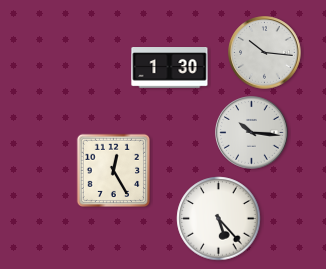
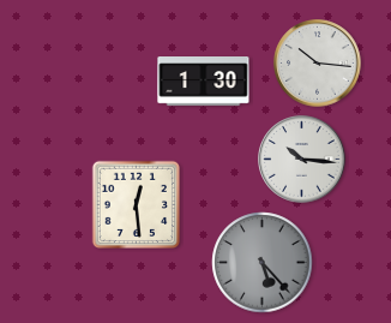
clock at (113, 170): 12:25 -> 12:29
clock at (219, 219) dial: white -> grey
